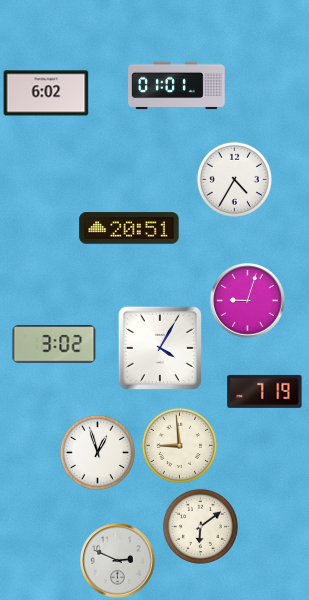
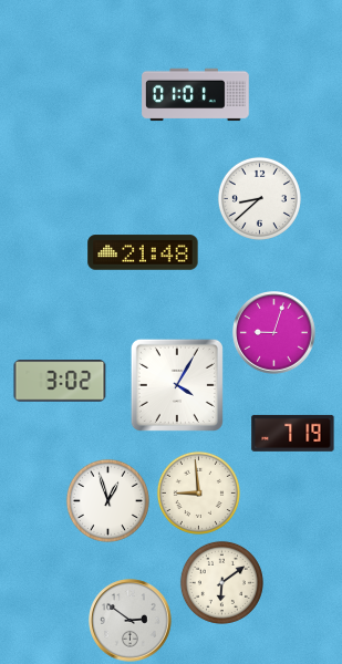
clock at (46, 93): 6:02 -> none
clock at (234, 179): 4:35 -> 8:38
clock at (129, 228): 20:51 -> 21:48
clock at (118, 561): 2:49 -> 2:51
